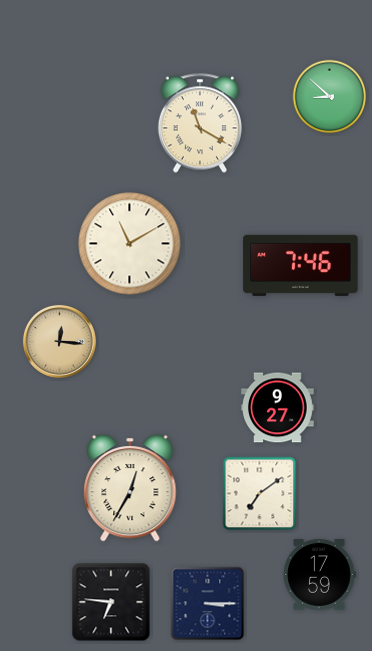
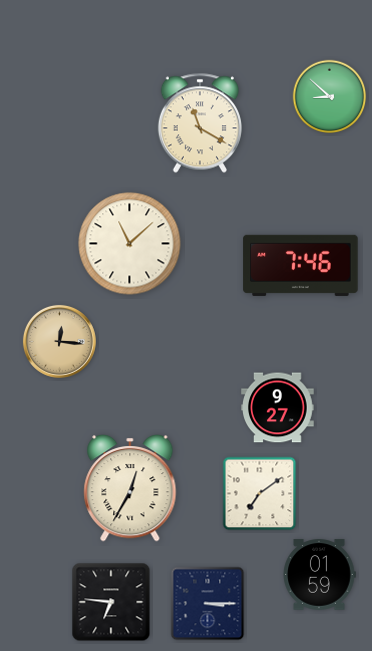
clock at (130, 244): 11:10 -> 11:08
clock at (319, 575): 17:59 -> 01:59
